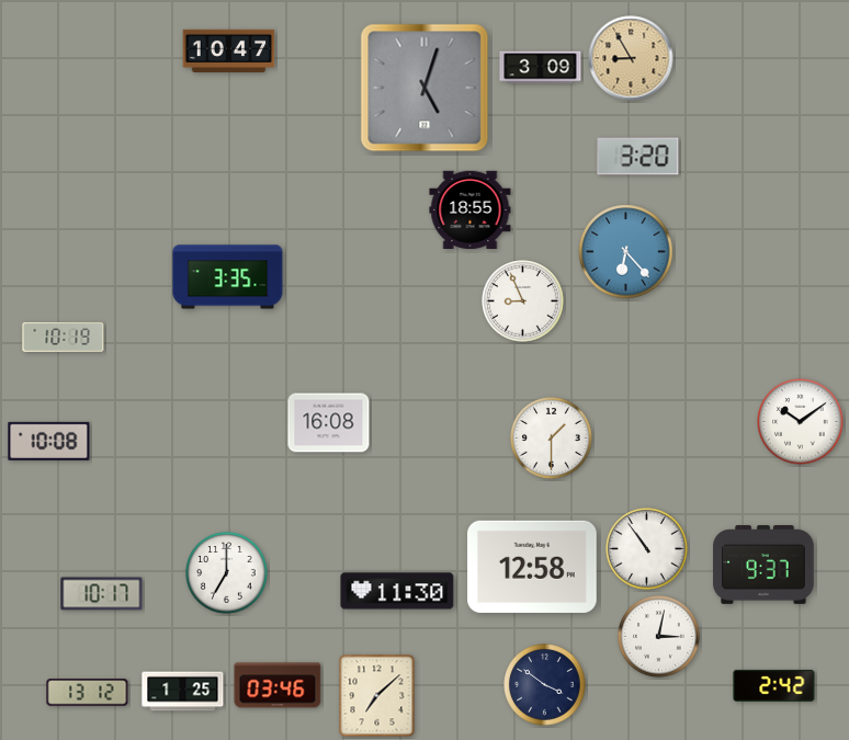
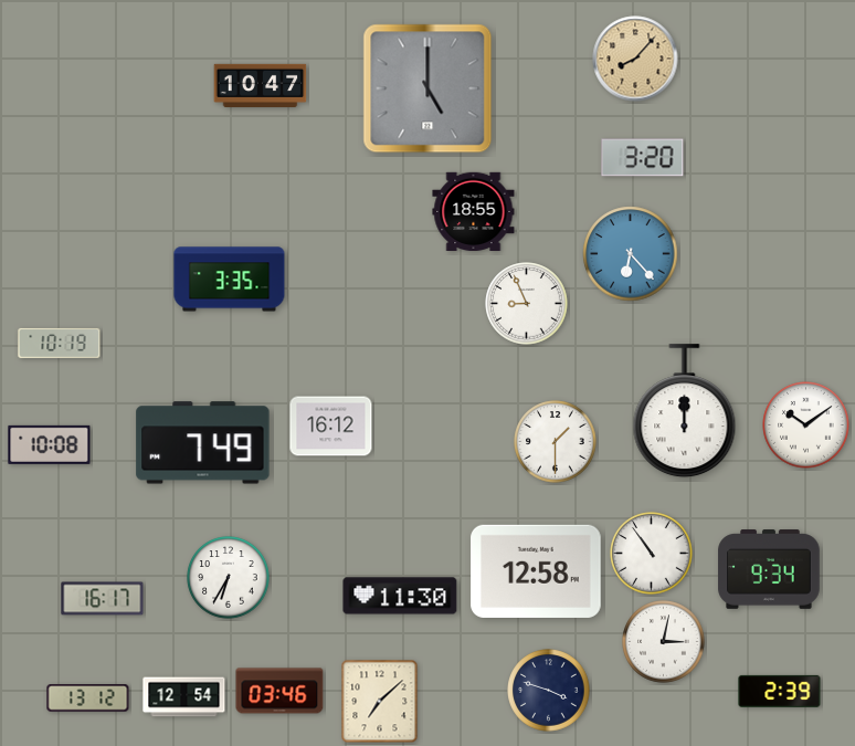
clock at (229, 50) position: (229, 50) -> (261, 85)
clock at (631, 58): 8:55 -> 8:07
clock at (541, 68): 3:09 -> none
clock at (424, 88): 5:03 -> 5:00
clock at (64, 337) position: (64, 337) -> (60, 343)
clock at (685, 411): none -> 12:00
clock at (329, 423): 16:08 -> 16:12
clock at (203, 443): none -> 7:49
clock at (763, 565): 9:37 -> 9:34
clock at (227, 573): 7:00 -> 6:35
clock at (102, 594): 10:17 -> 16:17
clock at (545, 685): 3:51 -> 3:48
clock at (774, 685): 2:42 -> 2:39
clock at (183, 692): 1:25 -> 12:54
